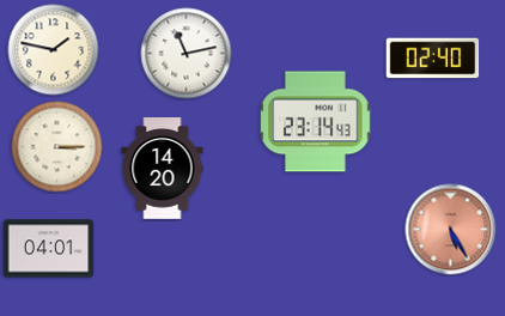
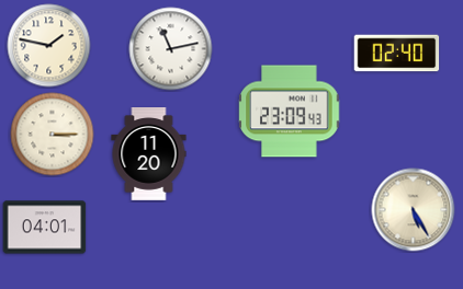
clock at (316, 122): 23:14 -> 23:09
clock at (163, 169): 14:20 -> 11:20
clock at (451, 230) dial: salmon -> cream
